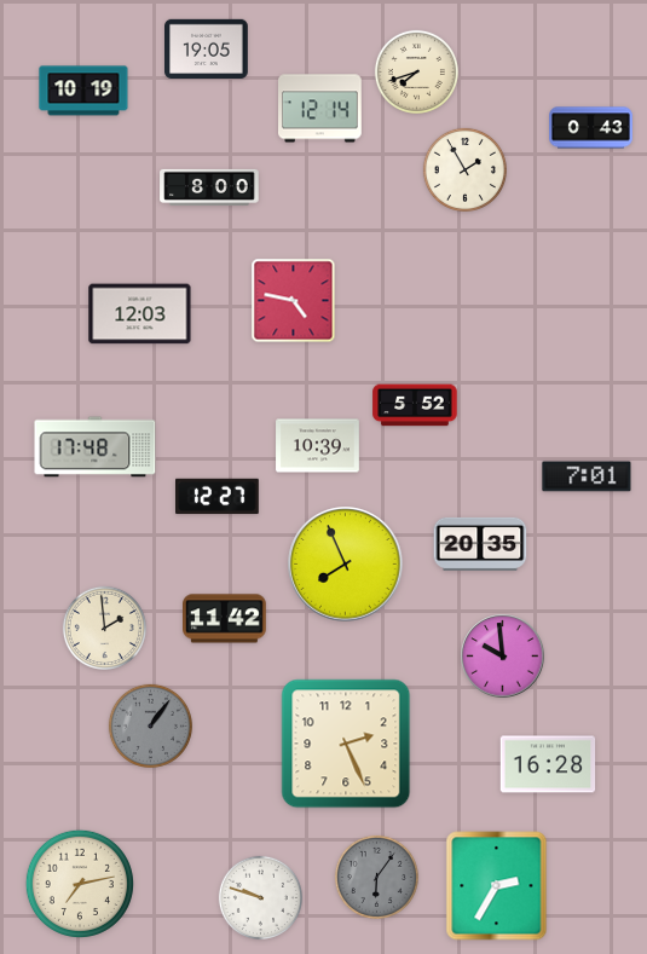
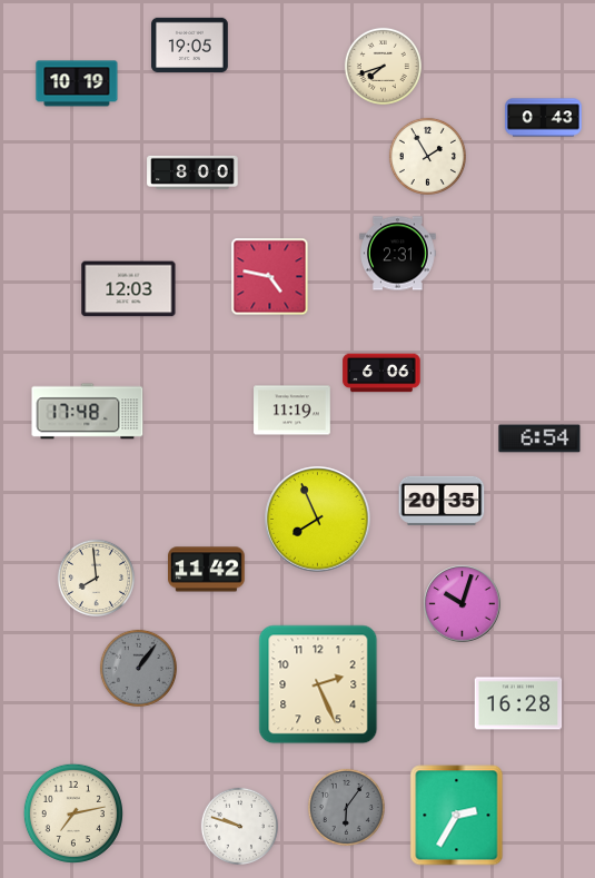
clock at (320, 109): 12:14 -> none
clock at (398, 254): none -> 2:31
clock at (415, 405): 5:52 -> 6:06
clock at (318, 446): 10:39 -> 11:19
clock at (587, 476): 7:01 -> 6:54
clock at (218, 497): 12:27 -> none
clock at (104, 628): 1:59 -> 7:59
clock at (503, 657): 9:59 -> 10:03
clock at (548, 764) position: (548, 764) -> (518, 703)
